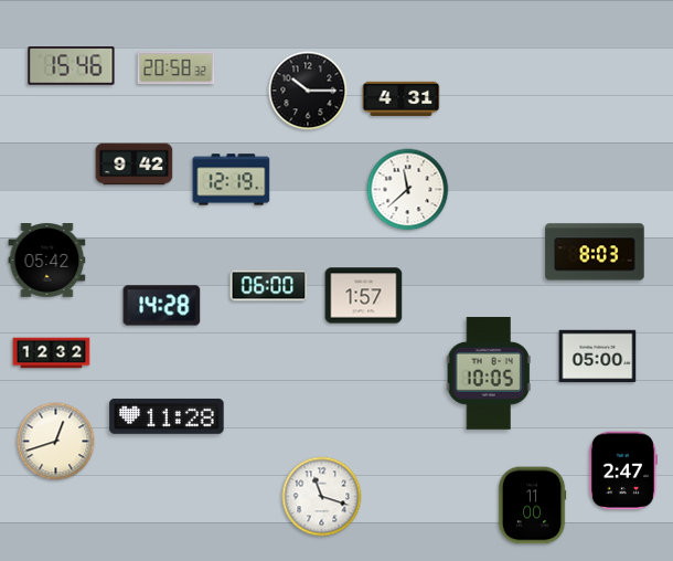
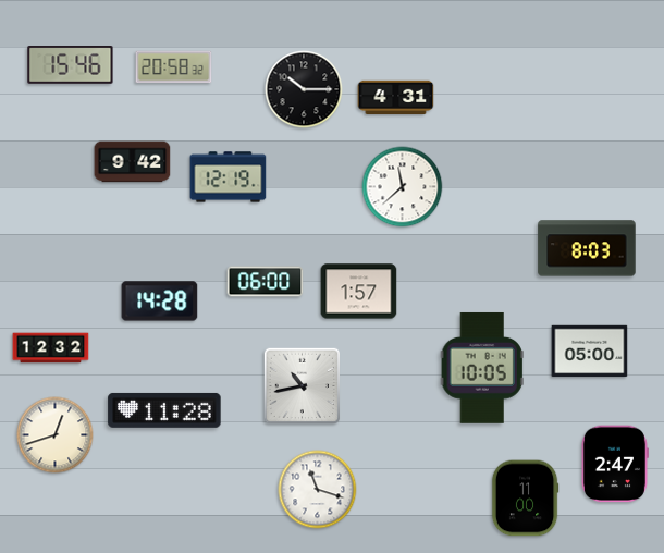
clock at (47, 261): 05:42 -> none
clock at (303, 386): none -> 10:43
